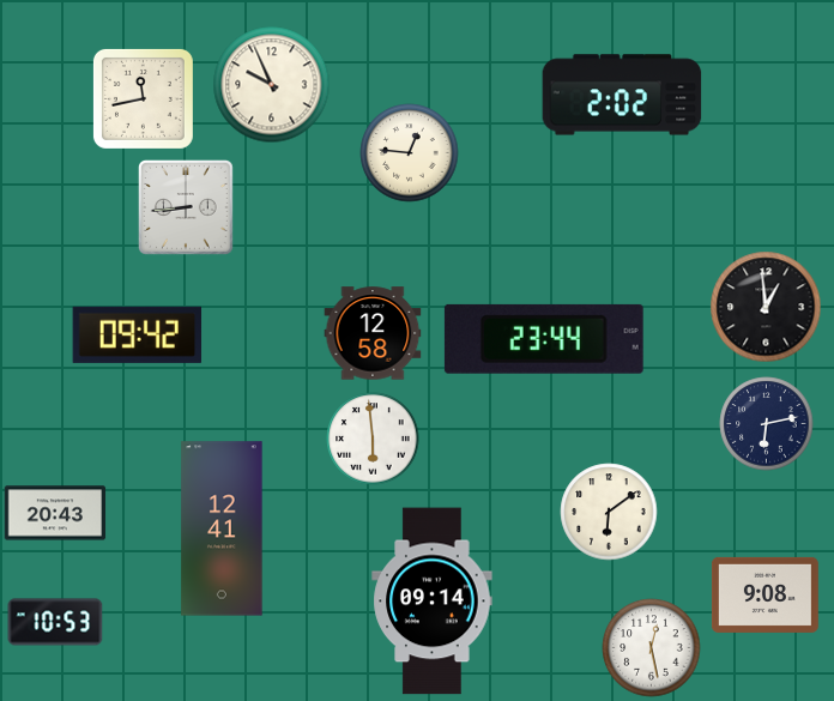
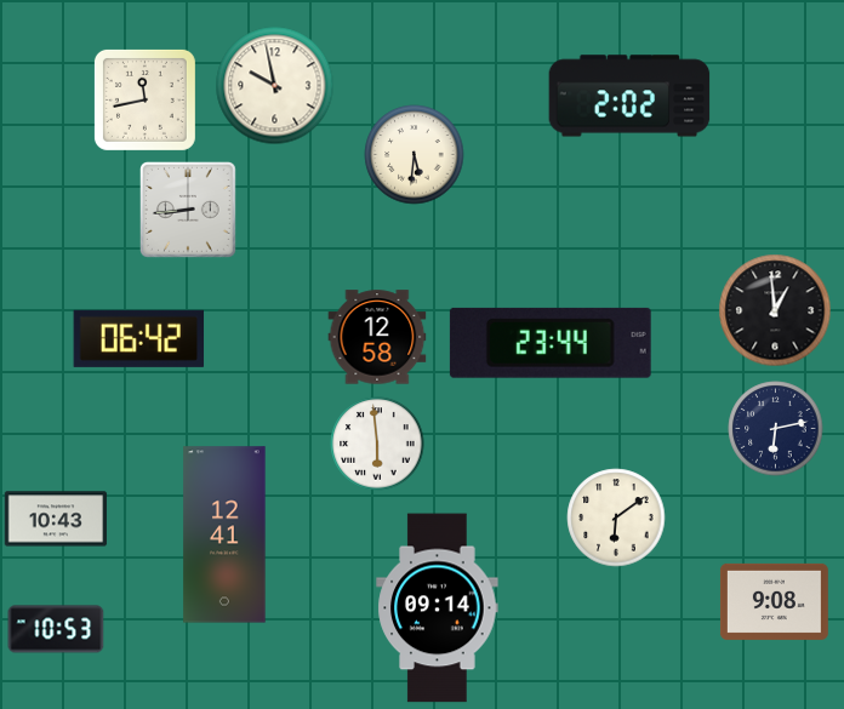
clock at (272, 85): 9:56 -> 9:58
clock at (410, 153): 12:46 -> 5:31
clock at (138, 334): 09:42 -> 06:42
clock at (55, 513): 20:43 -> 10:43
clock at (652, 648): 12:28 -> none
